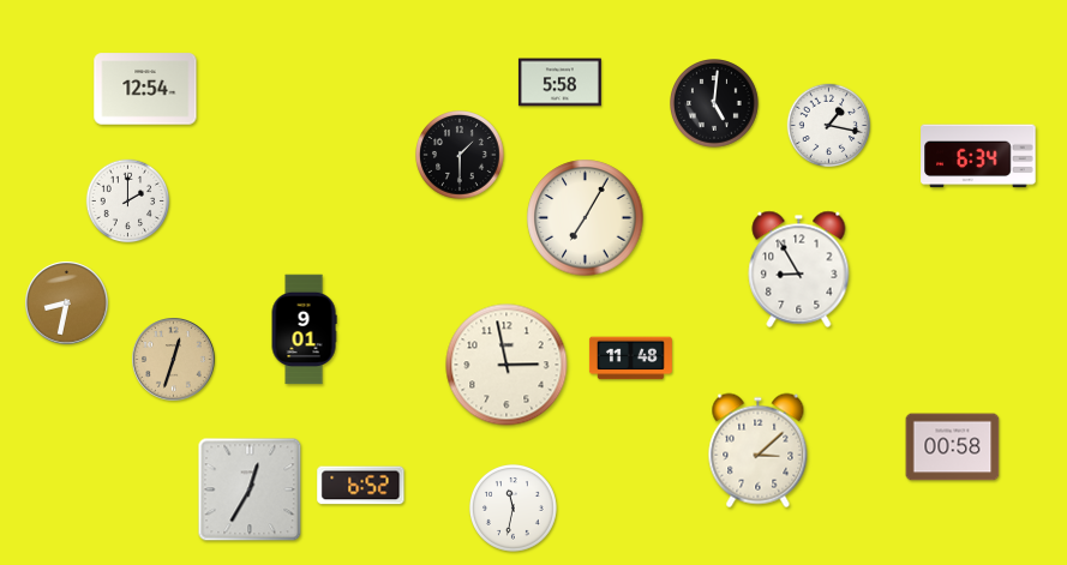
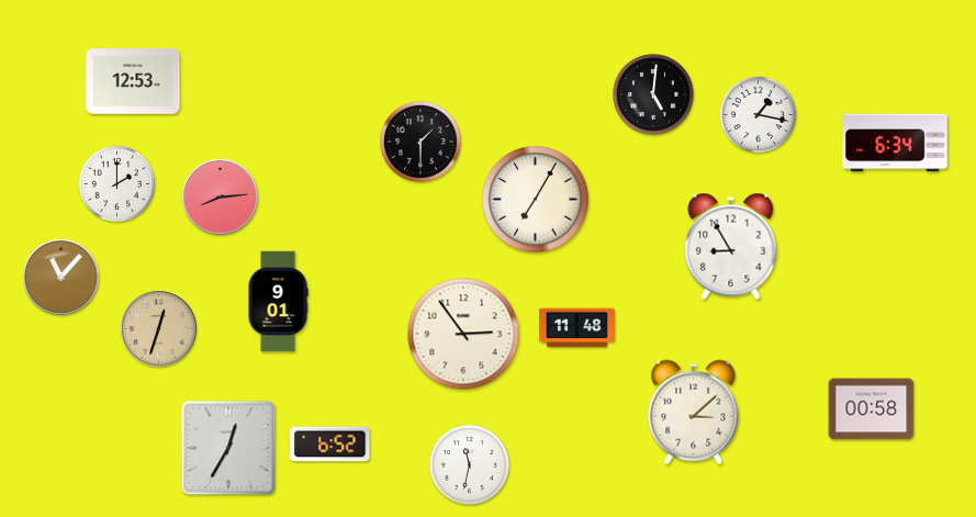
clock at (559, 83): 5:58 -> none
clock at (145, 89): 12:54 -> 12:53
clock at (221, 198): none -> 8:14
clock at (67, 303): 8:32 -> 11:07
clock at (506, 365): 2:58 -> 2:54
